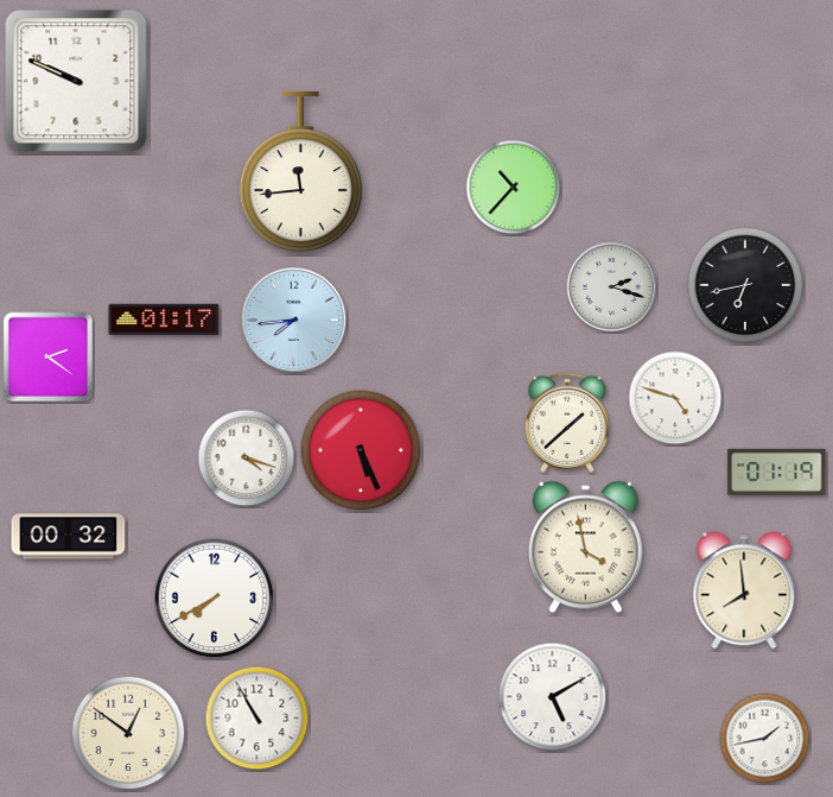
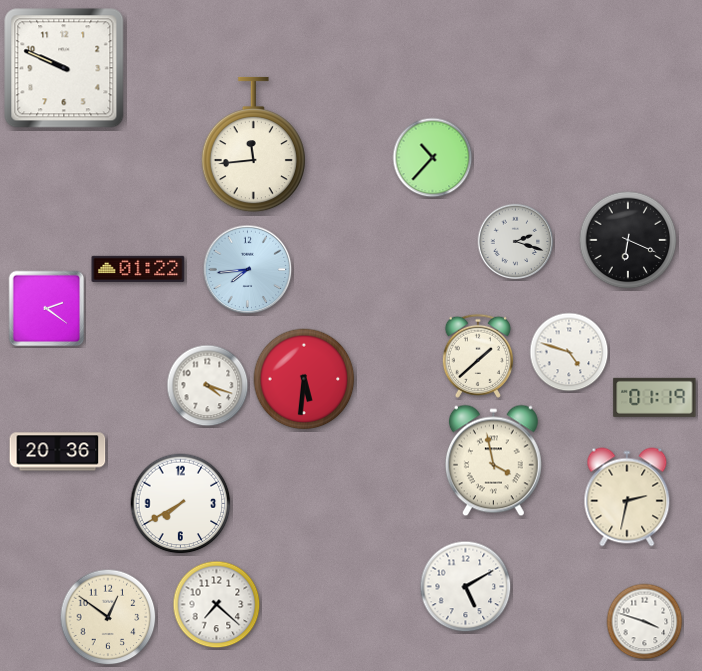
clock at (745, 285): 6:43 -> 6:19
clock at (164, 320): 01:17 -> 01:22
clock at (49, 358) position: (49, 358) -> (47, 309)
clock at (675, 398) position: (675, 398) -> (569, 352)
clock at (361, 450): 5:26 -> 5:31
clock at (69, 537): 00:32 -> 20:36
clock at (744, 590): 7:59 -> 2:32
clock at (257, 719): 10:55 -> 7:22
clock at (765, 739): 1:43 -> 3:48
